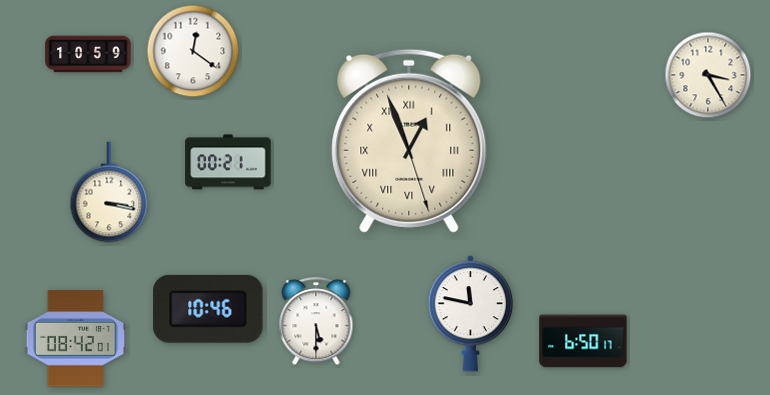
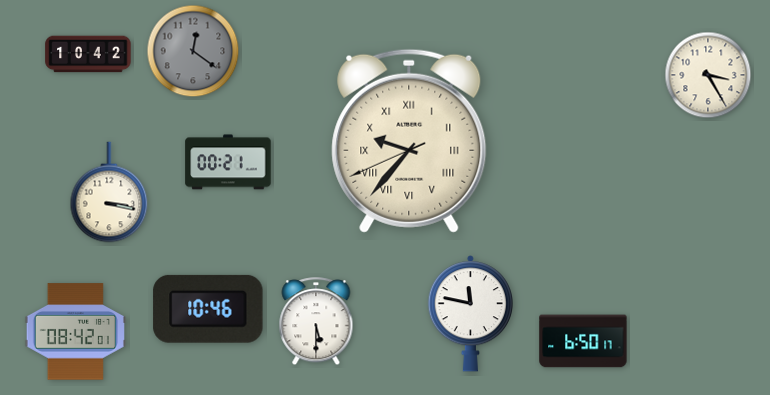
clock at (193, 51) dial: white -> grey
clock at (88, 54): 10:59 -> 10:42
clock at (409, 141): 12:56 -> 9:36
clock at (75, 339) position: (75, 339) -> (75, 332)
